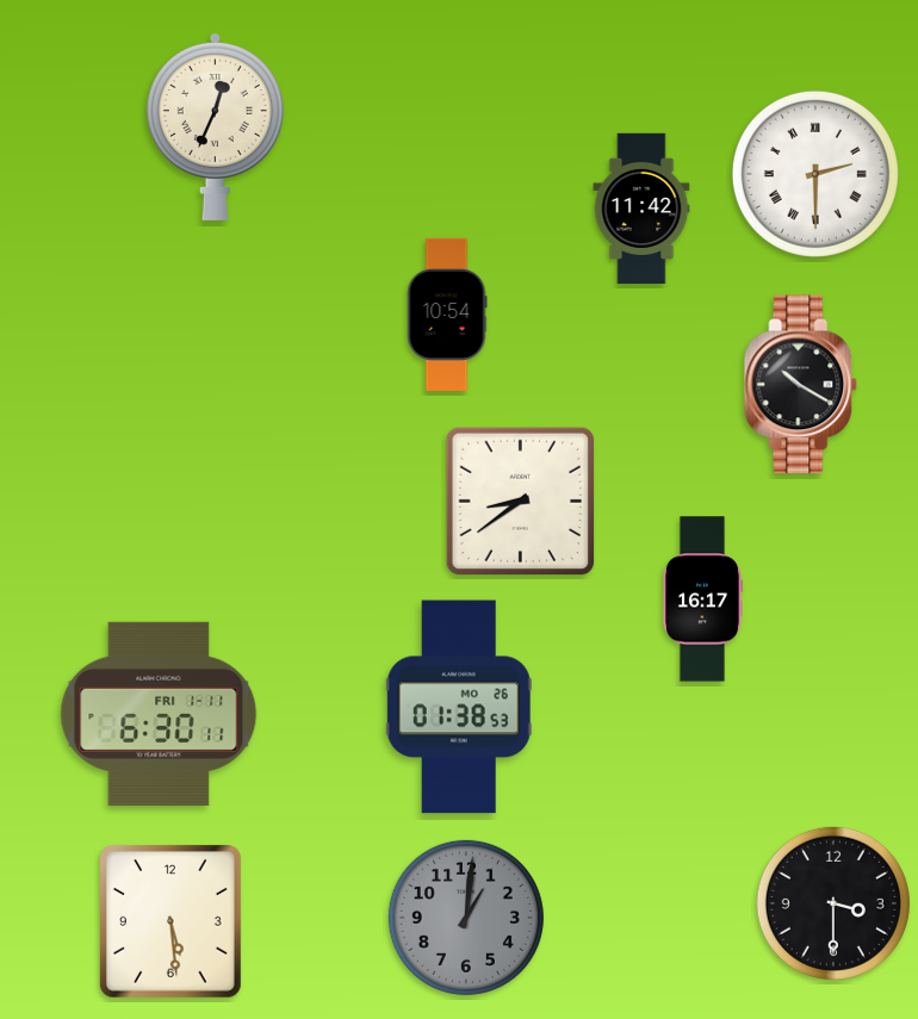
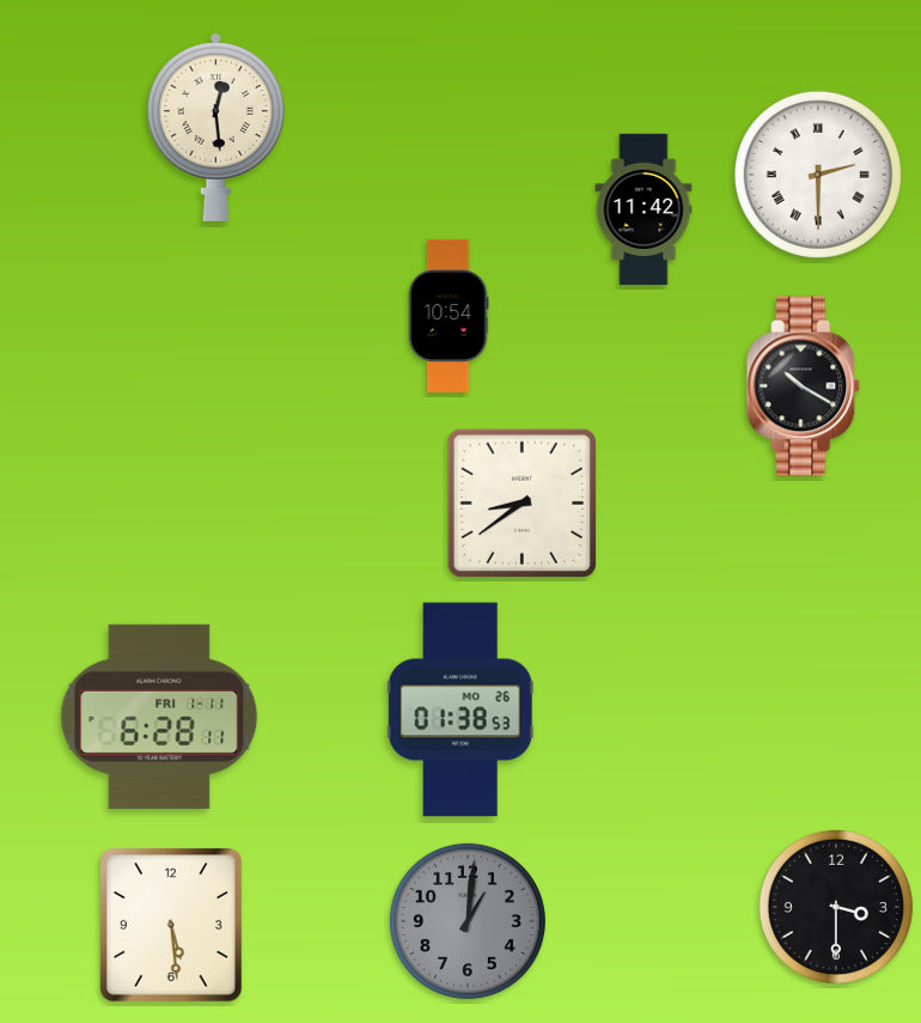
clock at (215, 126): 12:34 -> 12:29
clock at (702, 599): 16:17 -> none
clock at (159, 714): 6:30 -> 6:28
